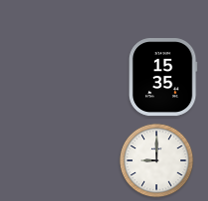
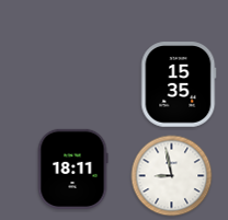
clock at (72, 169): none -> 18:11
clock at (157, 161): 9:00 -> 8:58
